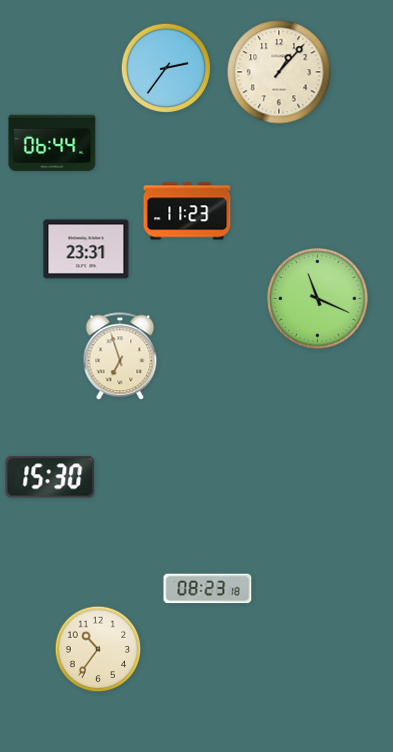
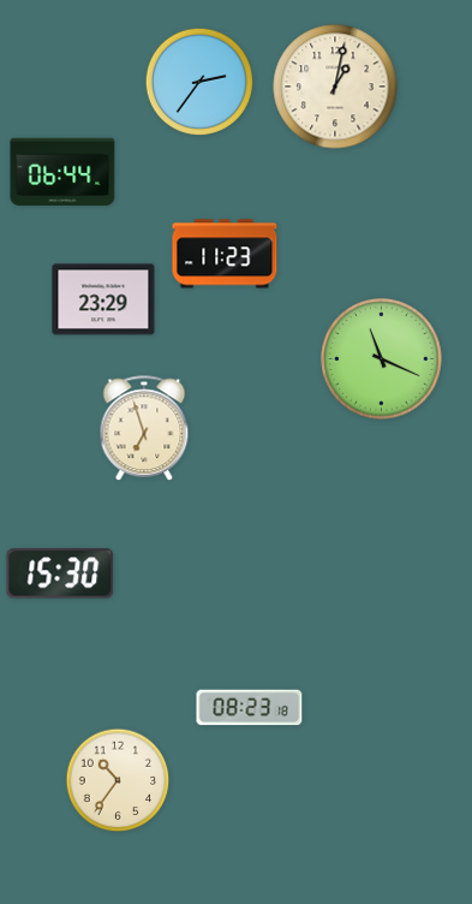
clock at (279, 72): 1:07 -> 1:02
clock at (86, 249): 23:31 -> 23:29
